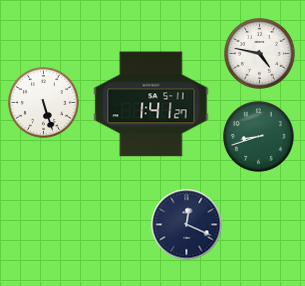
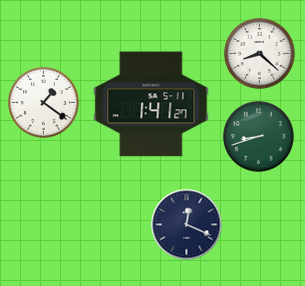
clock at (260, 54): 4:47 -> 8:22
clock at (44, 103): 5:27 -> 1:21
